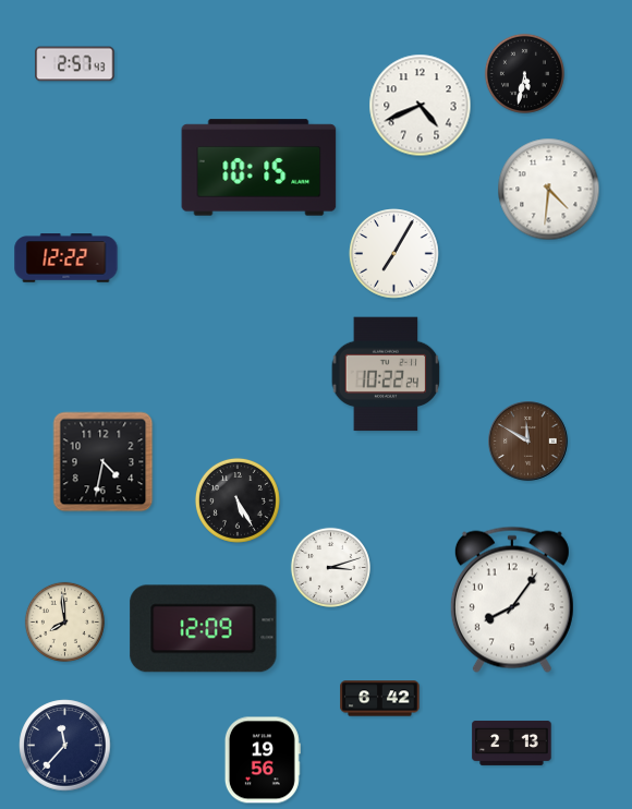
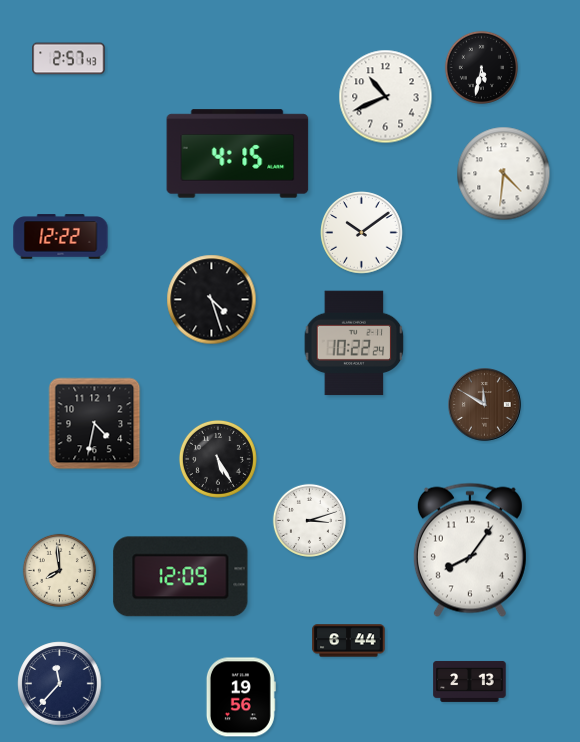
clock at (421, 106): 4:41 -> 10:41
clock at (259, 168): 10:15 -> 4:15
clock at (394, 254): 7:05 -> 10:09
clock at (212, 300): none -> 4:27
clock at (330, 567) position: (330, 567) -> (309, 520)
clock at (204, 629) position: (204, 629) -> (181, 577)
clock at (380, 699): 6:42 -> 6:44
